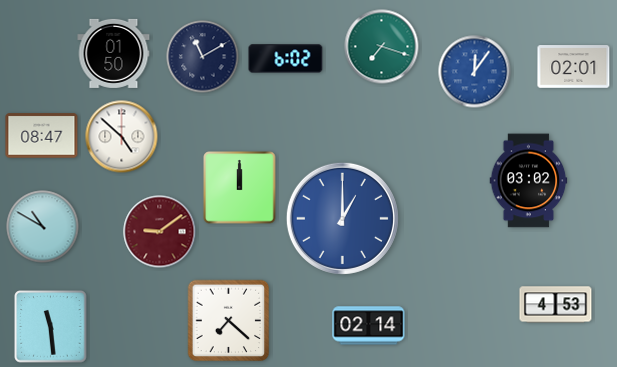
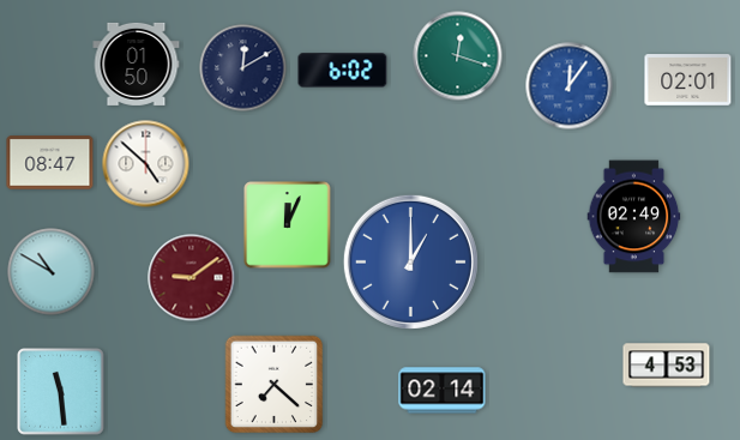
clock at (382, 47): 7:18 -> 12:18
clock at (203, 57): 11:10 -> 12:10
clock at (529, 181): 03:02 -> 02:49
clock at (240, 188): 12:00 -> 12:04
